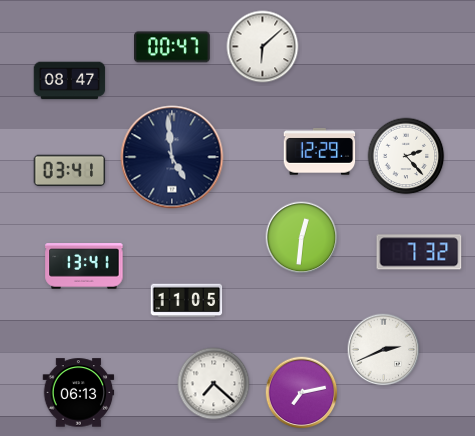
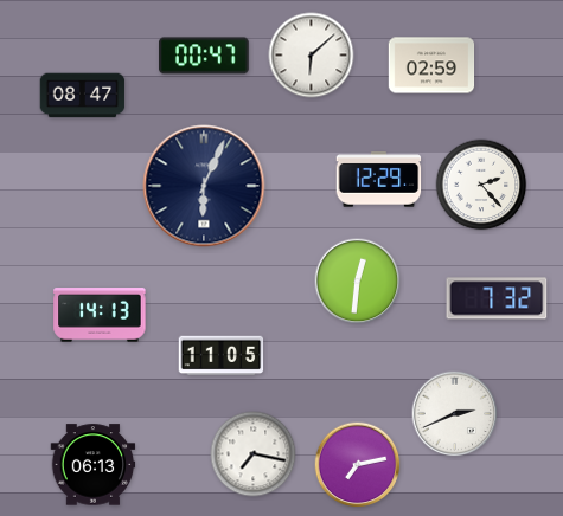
clock at (431, 65): none -> 02:59
clock at (172, 157): 4:59 -> 6:04
clock at (70, 171): 03:41 -> none
clock at (84, 266): 13:41 -> 14:13
clock at (214, 384): 7:22 -> 7:17
